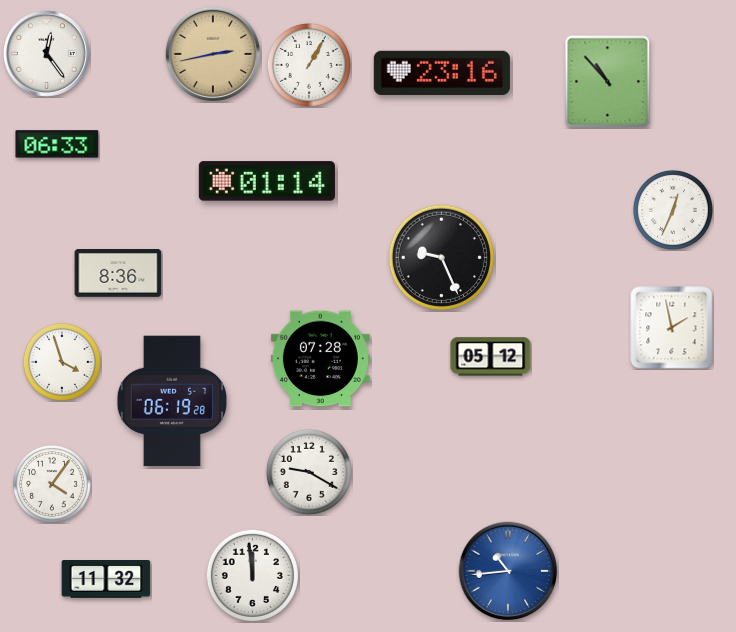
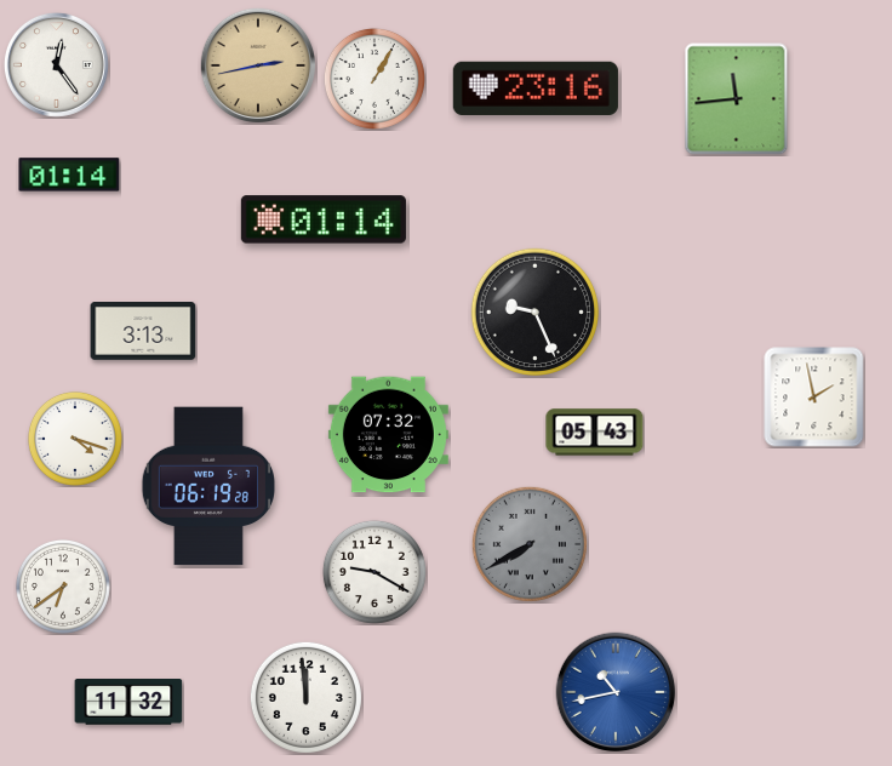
clock at (608, 82): 10:53 -> 11:44
clock at (57, 144): 06:33 -> 01:14
clock at (673, 210): 12:34 -> none
clock at (118, 274): 8:36 -> 3:13
clock at (491, 357): 05:12 -> 05:43
clock at (320, 359): 07:28 -> 07:32
clock at (62, 362): 3:57 -> 4:18
clock at (530, 544): none -> 7:40
clock at (52, 484): 4:06 -> 6:39
clock at (508, 571): 10:44 -> 10:43
